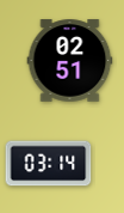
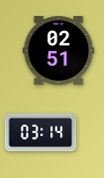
clock at (49, 164) position: (49, 164) -> (41, 133)
